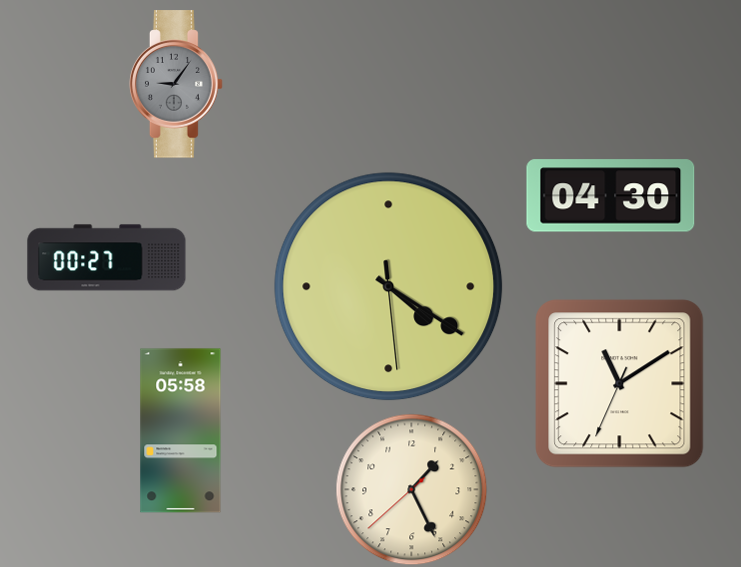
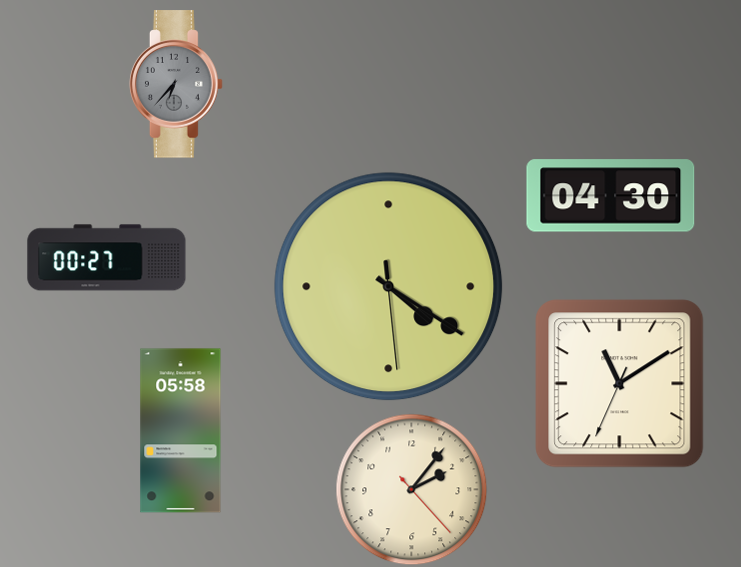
clock at (176, 84): 9:06 -> 6:37
clock at (412, 490): 1:25 -> 2:06
